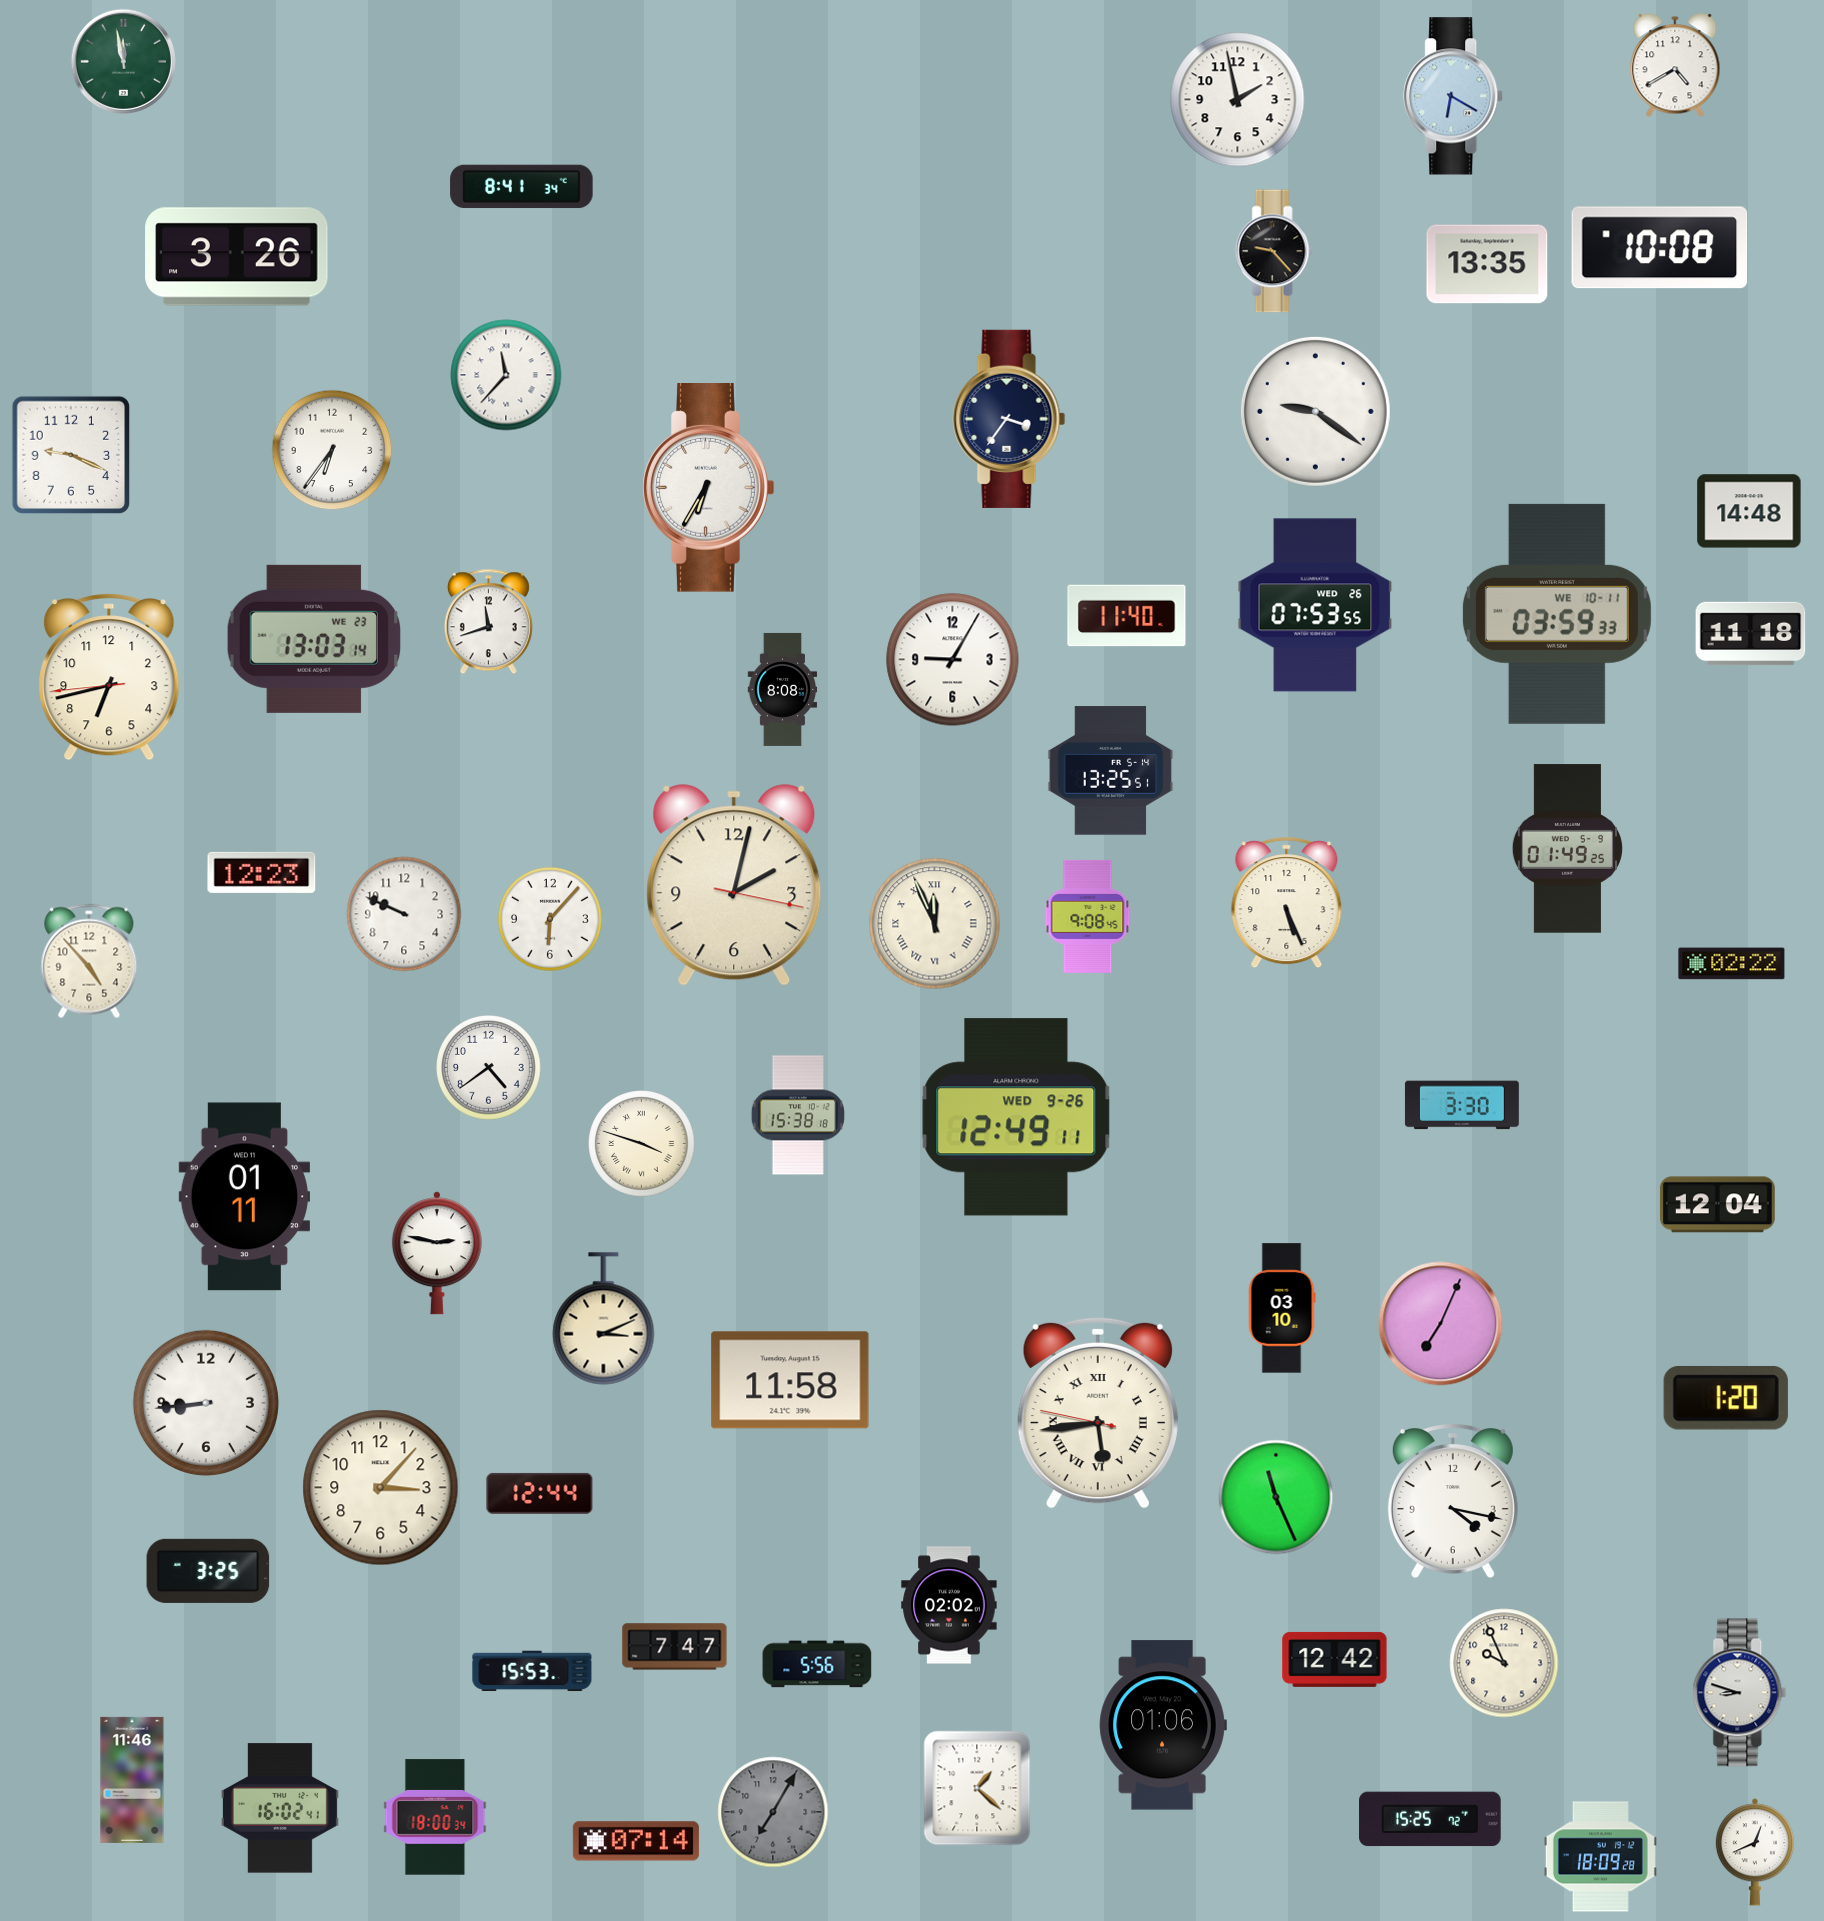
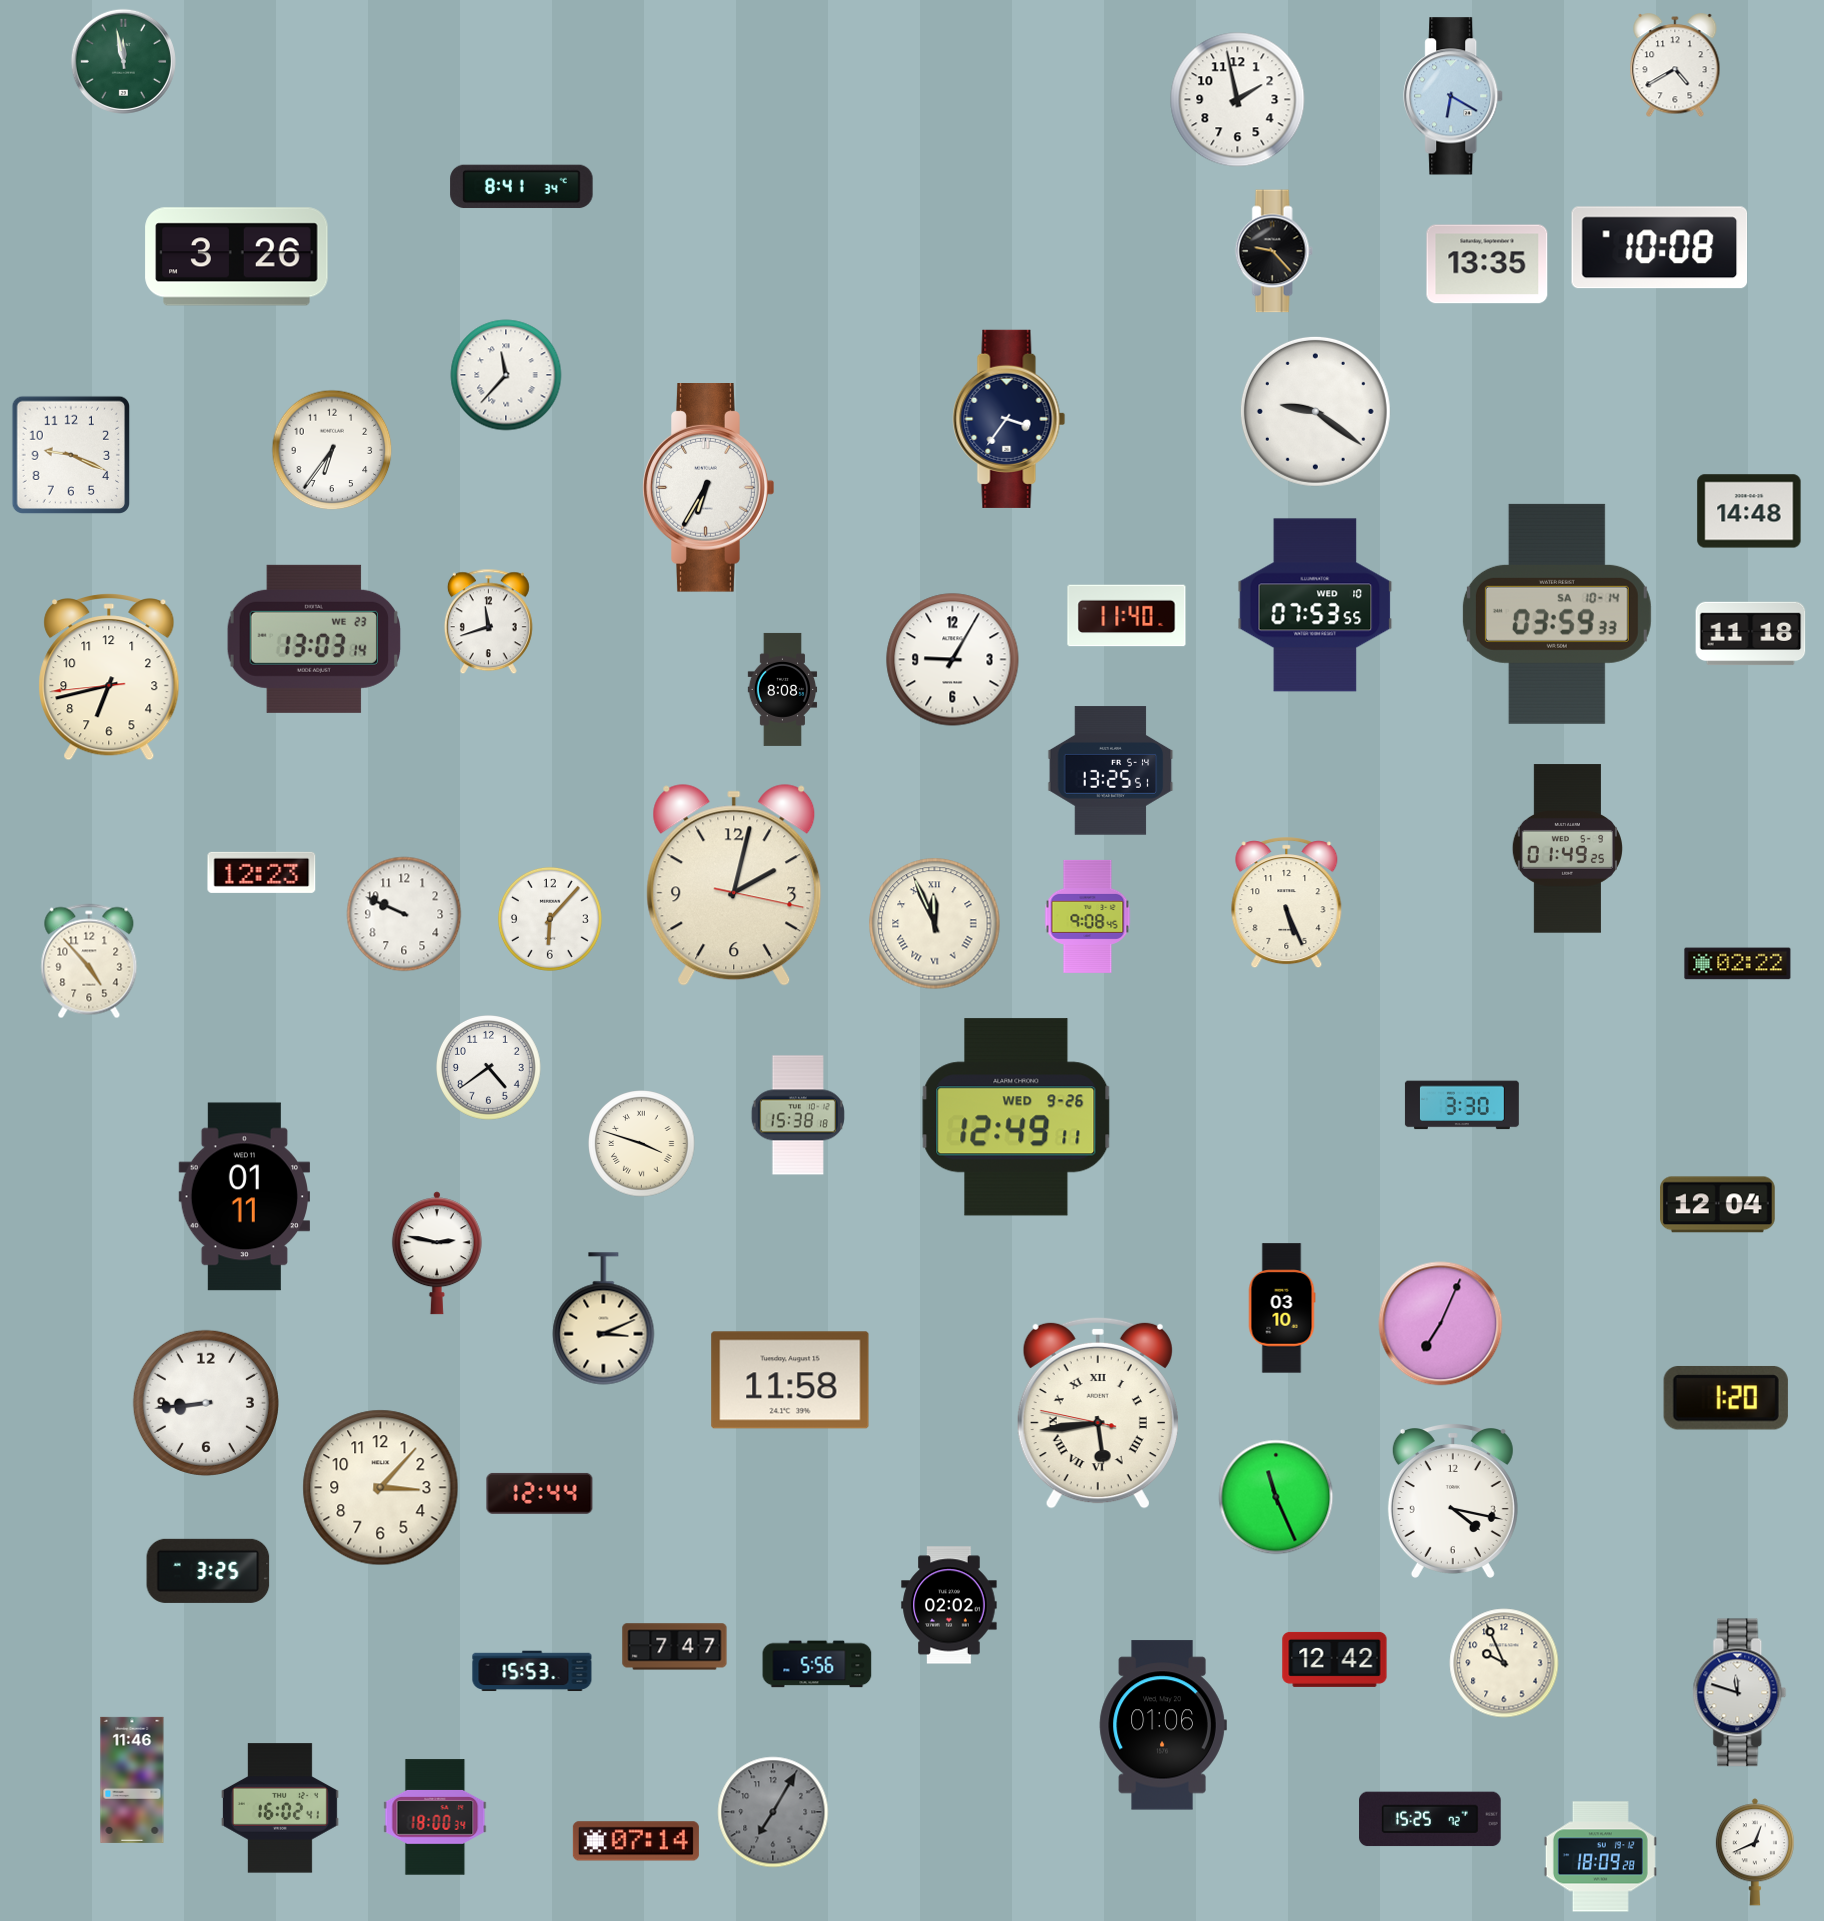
clock at (1315, 605) date: WED 26 -> WED 10
clock at (1557, 614) date: WE 10-11 -> SA 10-14
clock at (1732, 964) position: (1732, 964) -> (1738, 964)
clock at (1740, 1693): 8:48 -> 11:48
clock at (977, 1788): 1:22 -> none
